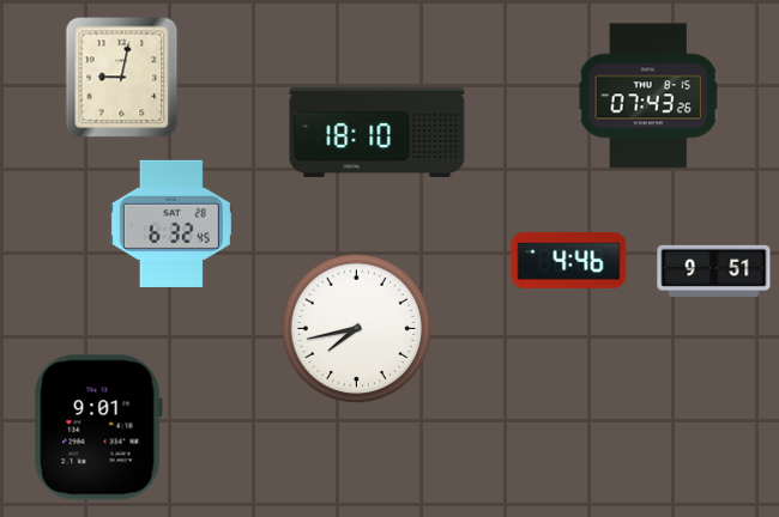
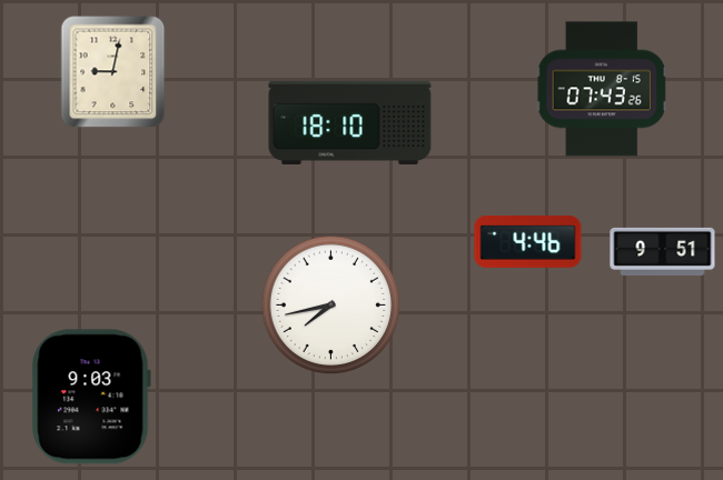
clock at (171, 224): 6:32 -> none
clock at (98, 427): 9:01 -> 9:03
